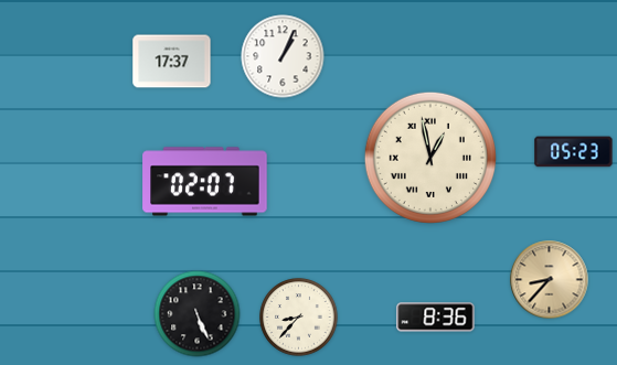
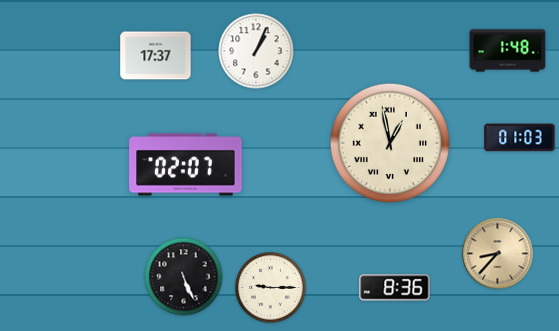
clock at (508, 51): none -> 1:48
clock at (574, 152): 05:23 -> 01:03
clock at (198, 314) position: (198, 314) -> (184, 277)
clock at (299, 318): 8:37 -> 9:15
